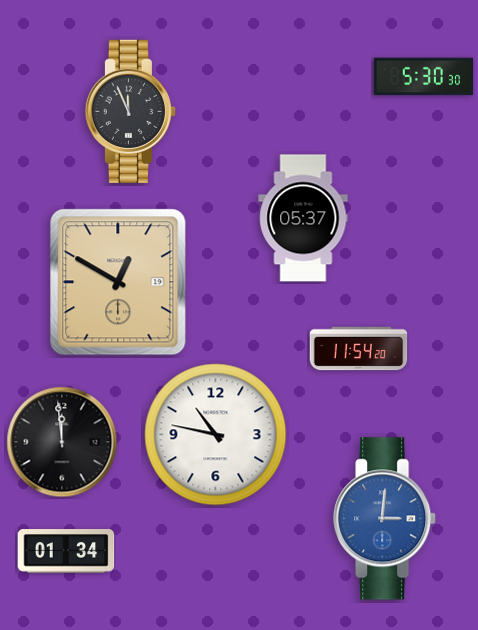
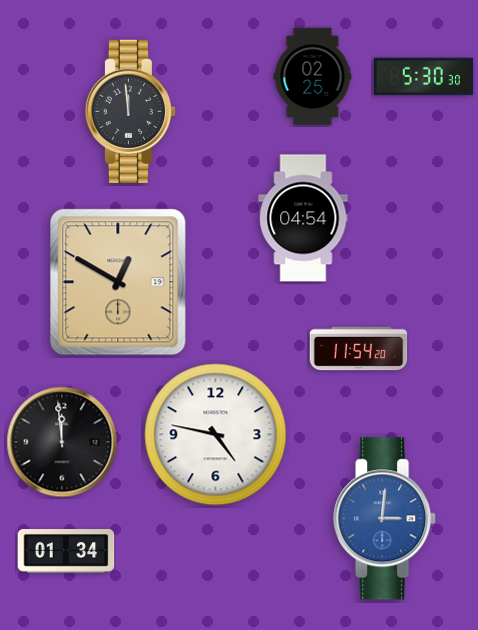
clock at (313, 77): none -> 02:25
clock at (130, 111): 11:56 -> 11:59
clock at (303, 218): 05:37 -> 04:54
clock at (216, 435): 10:47 -> 4:47
